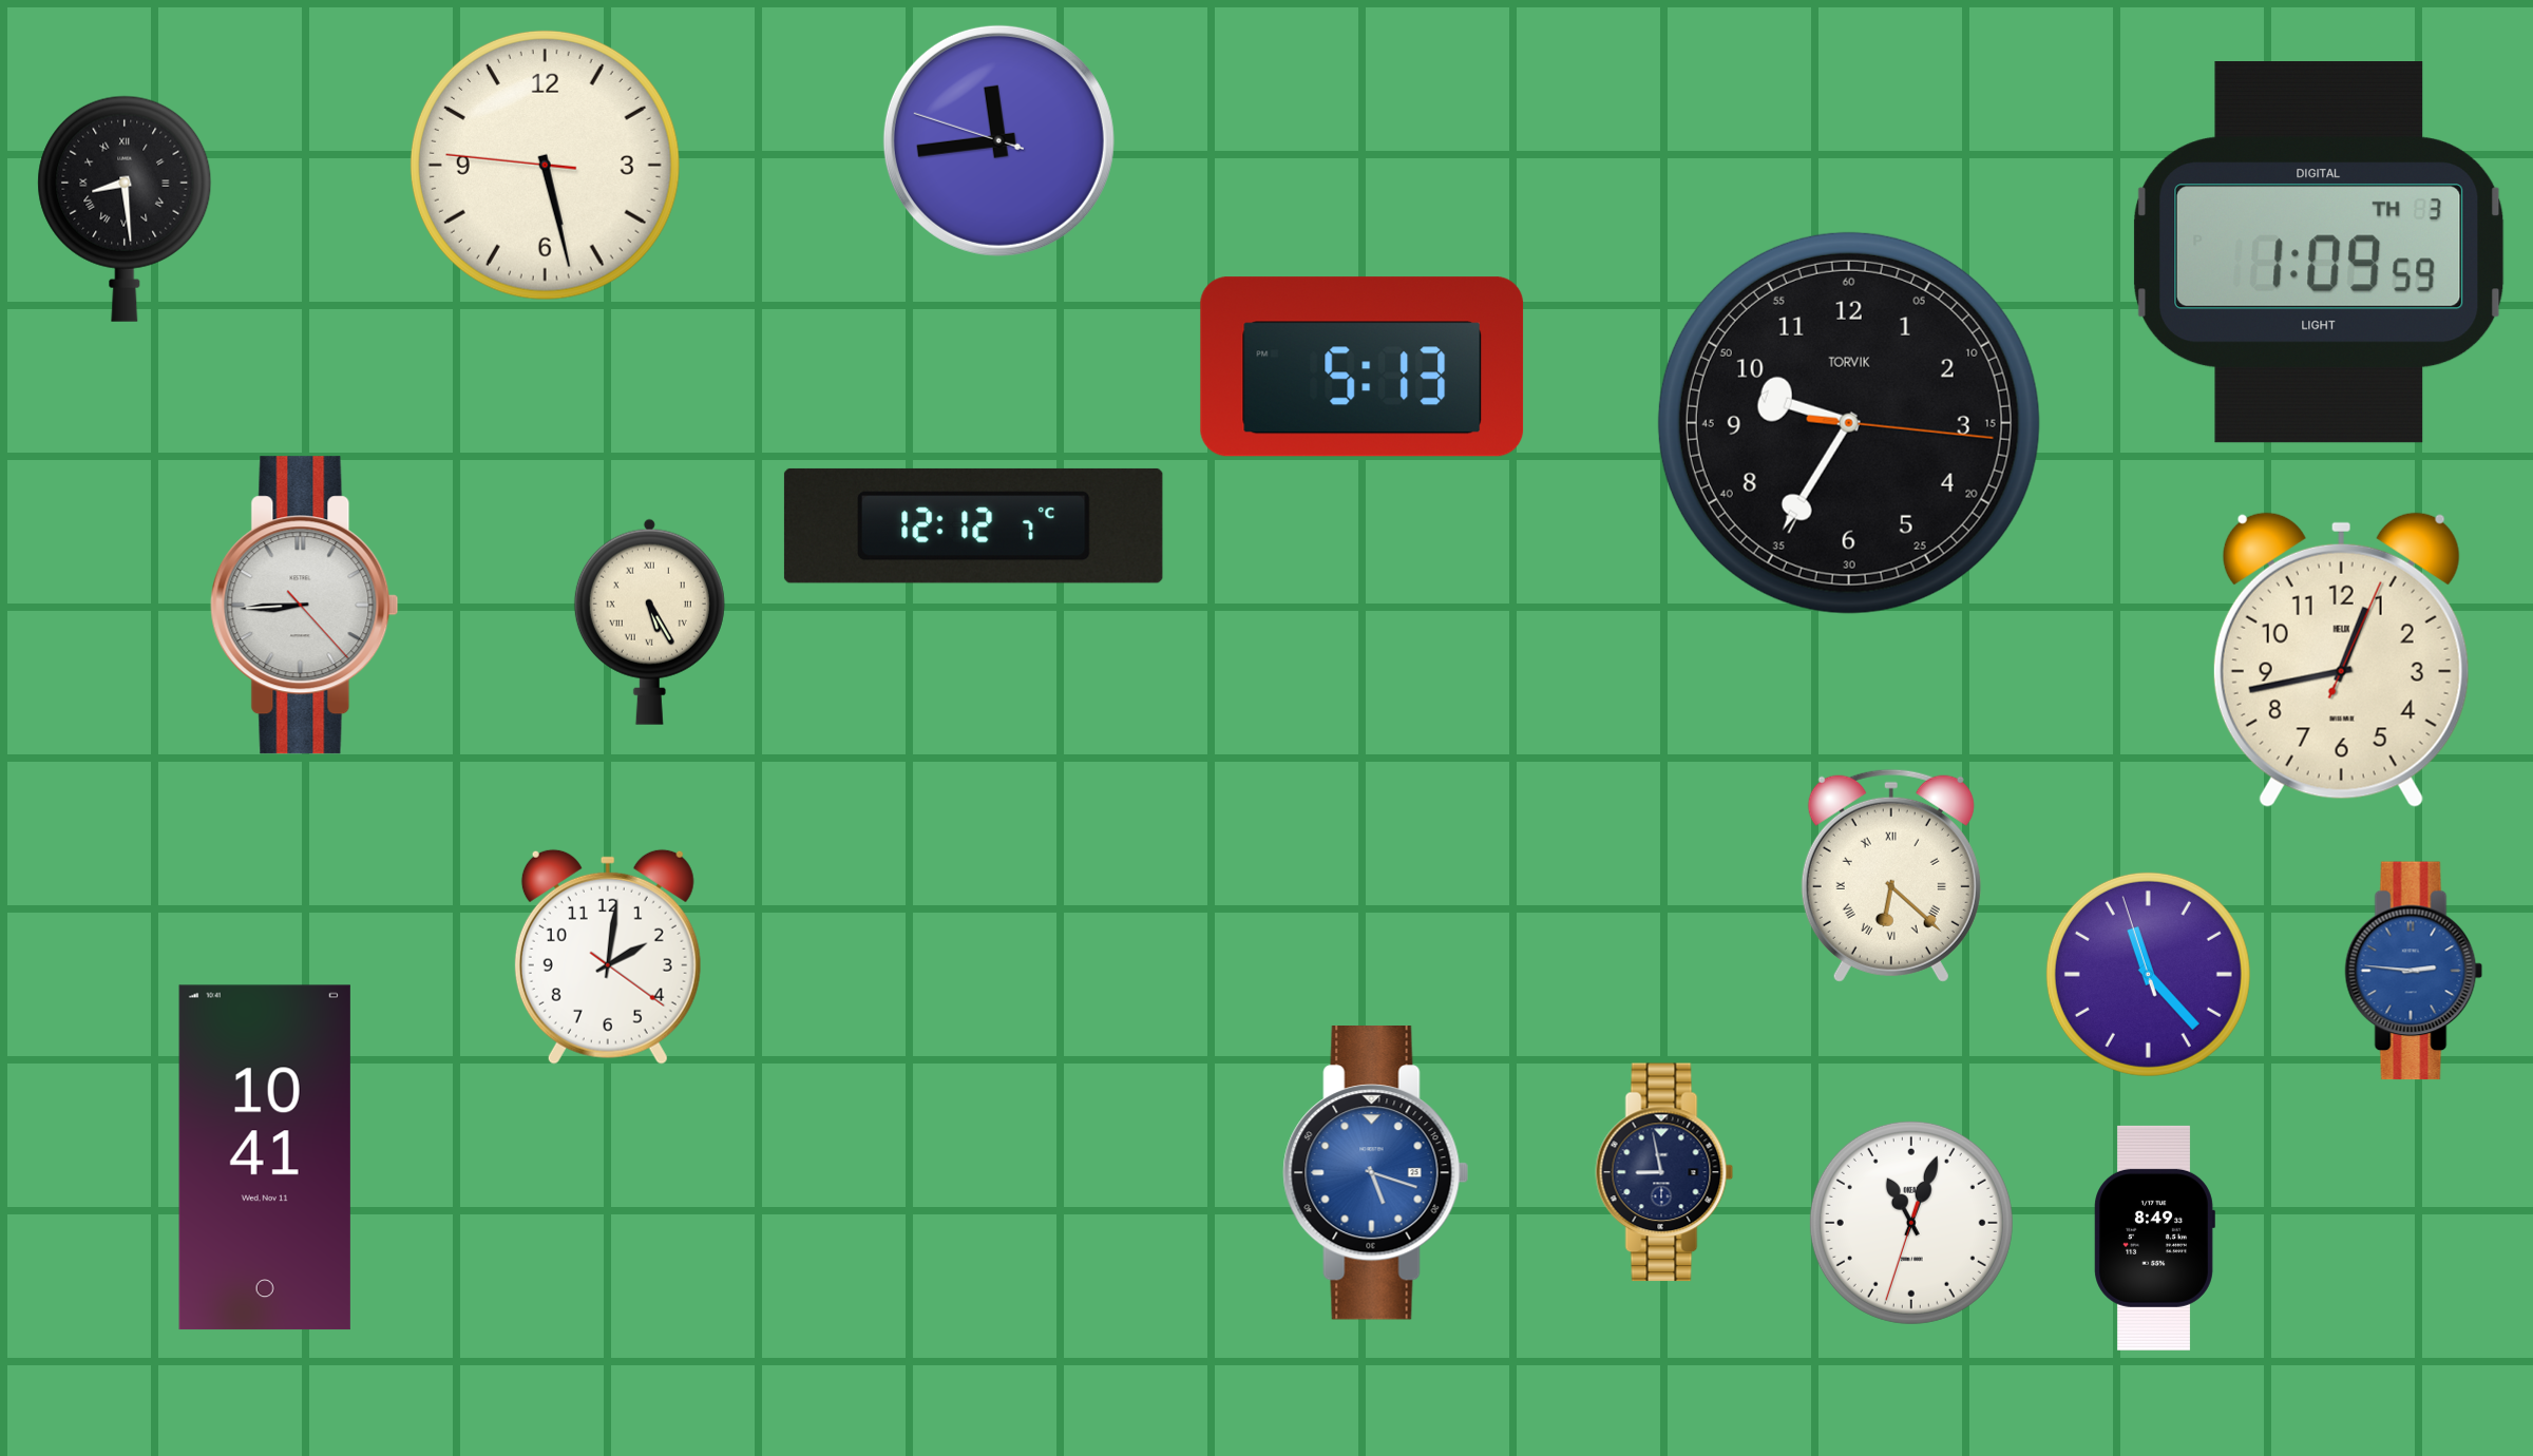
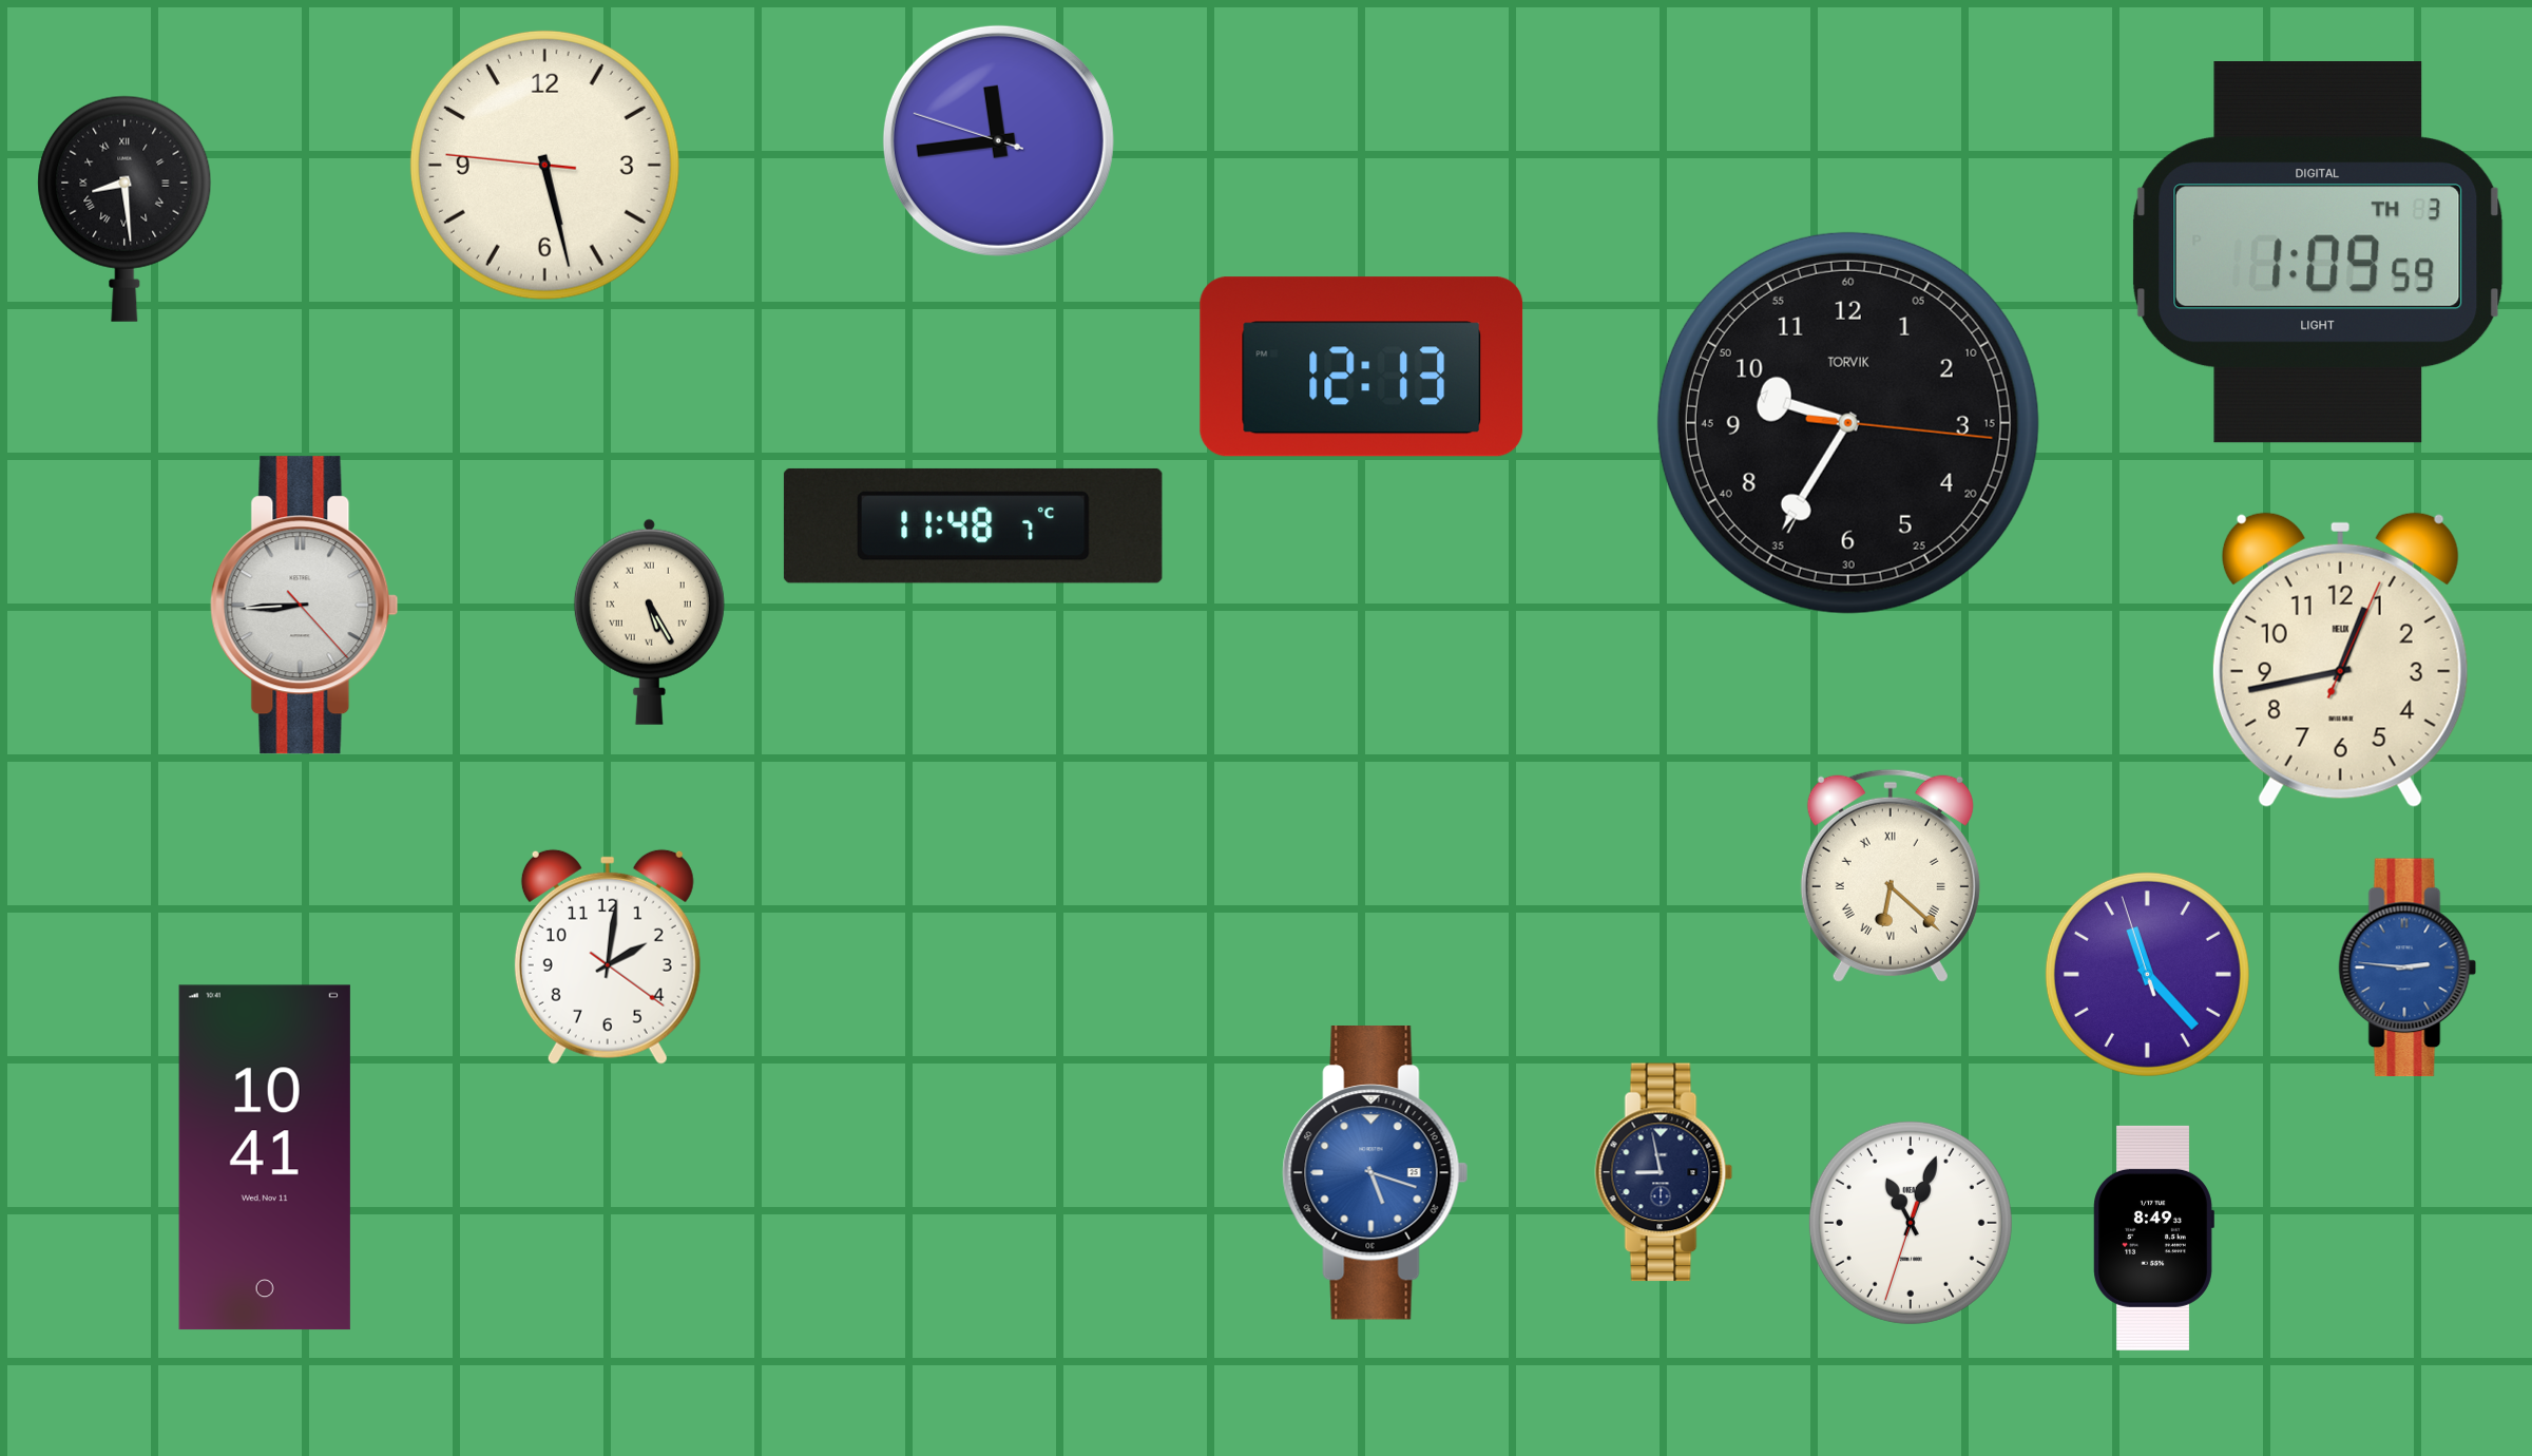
clock at (1363, 367): 5:13 -> 12:13
clock at (973, 525): 12:12 -> 11:48
clock at (2414, 971) position: (2414, 971) -> (2408, 968)
